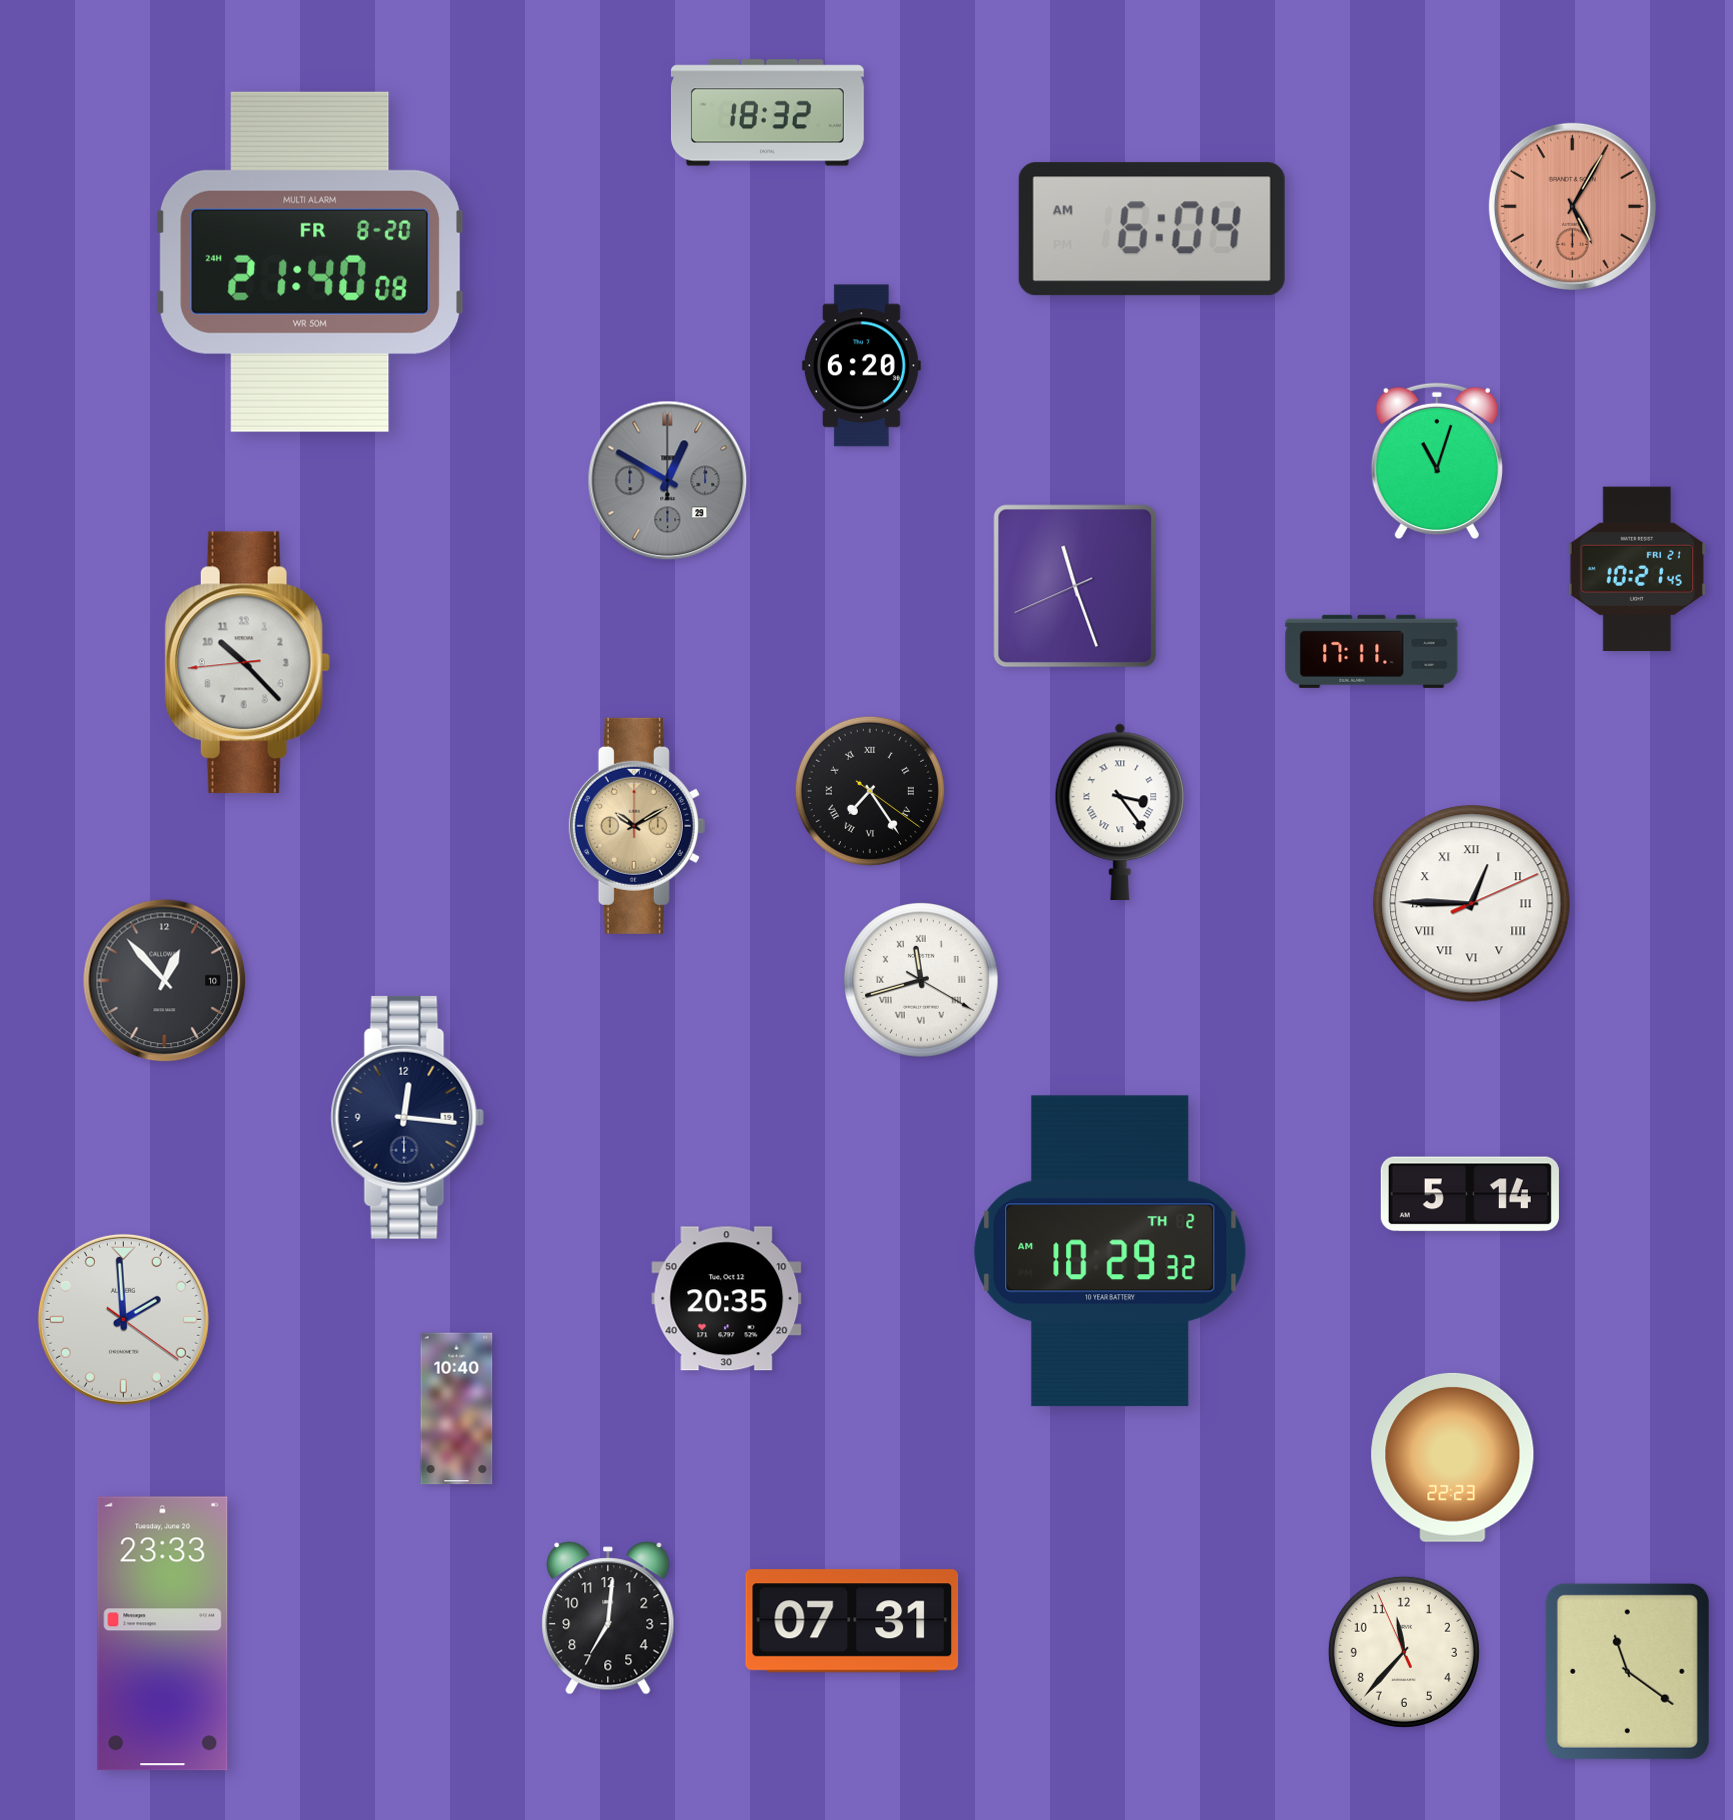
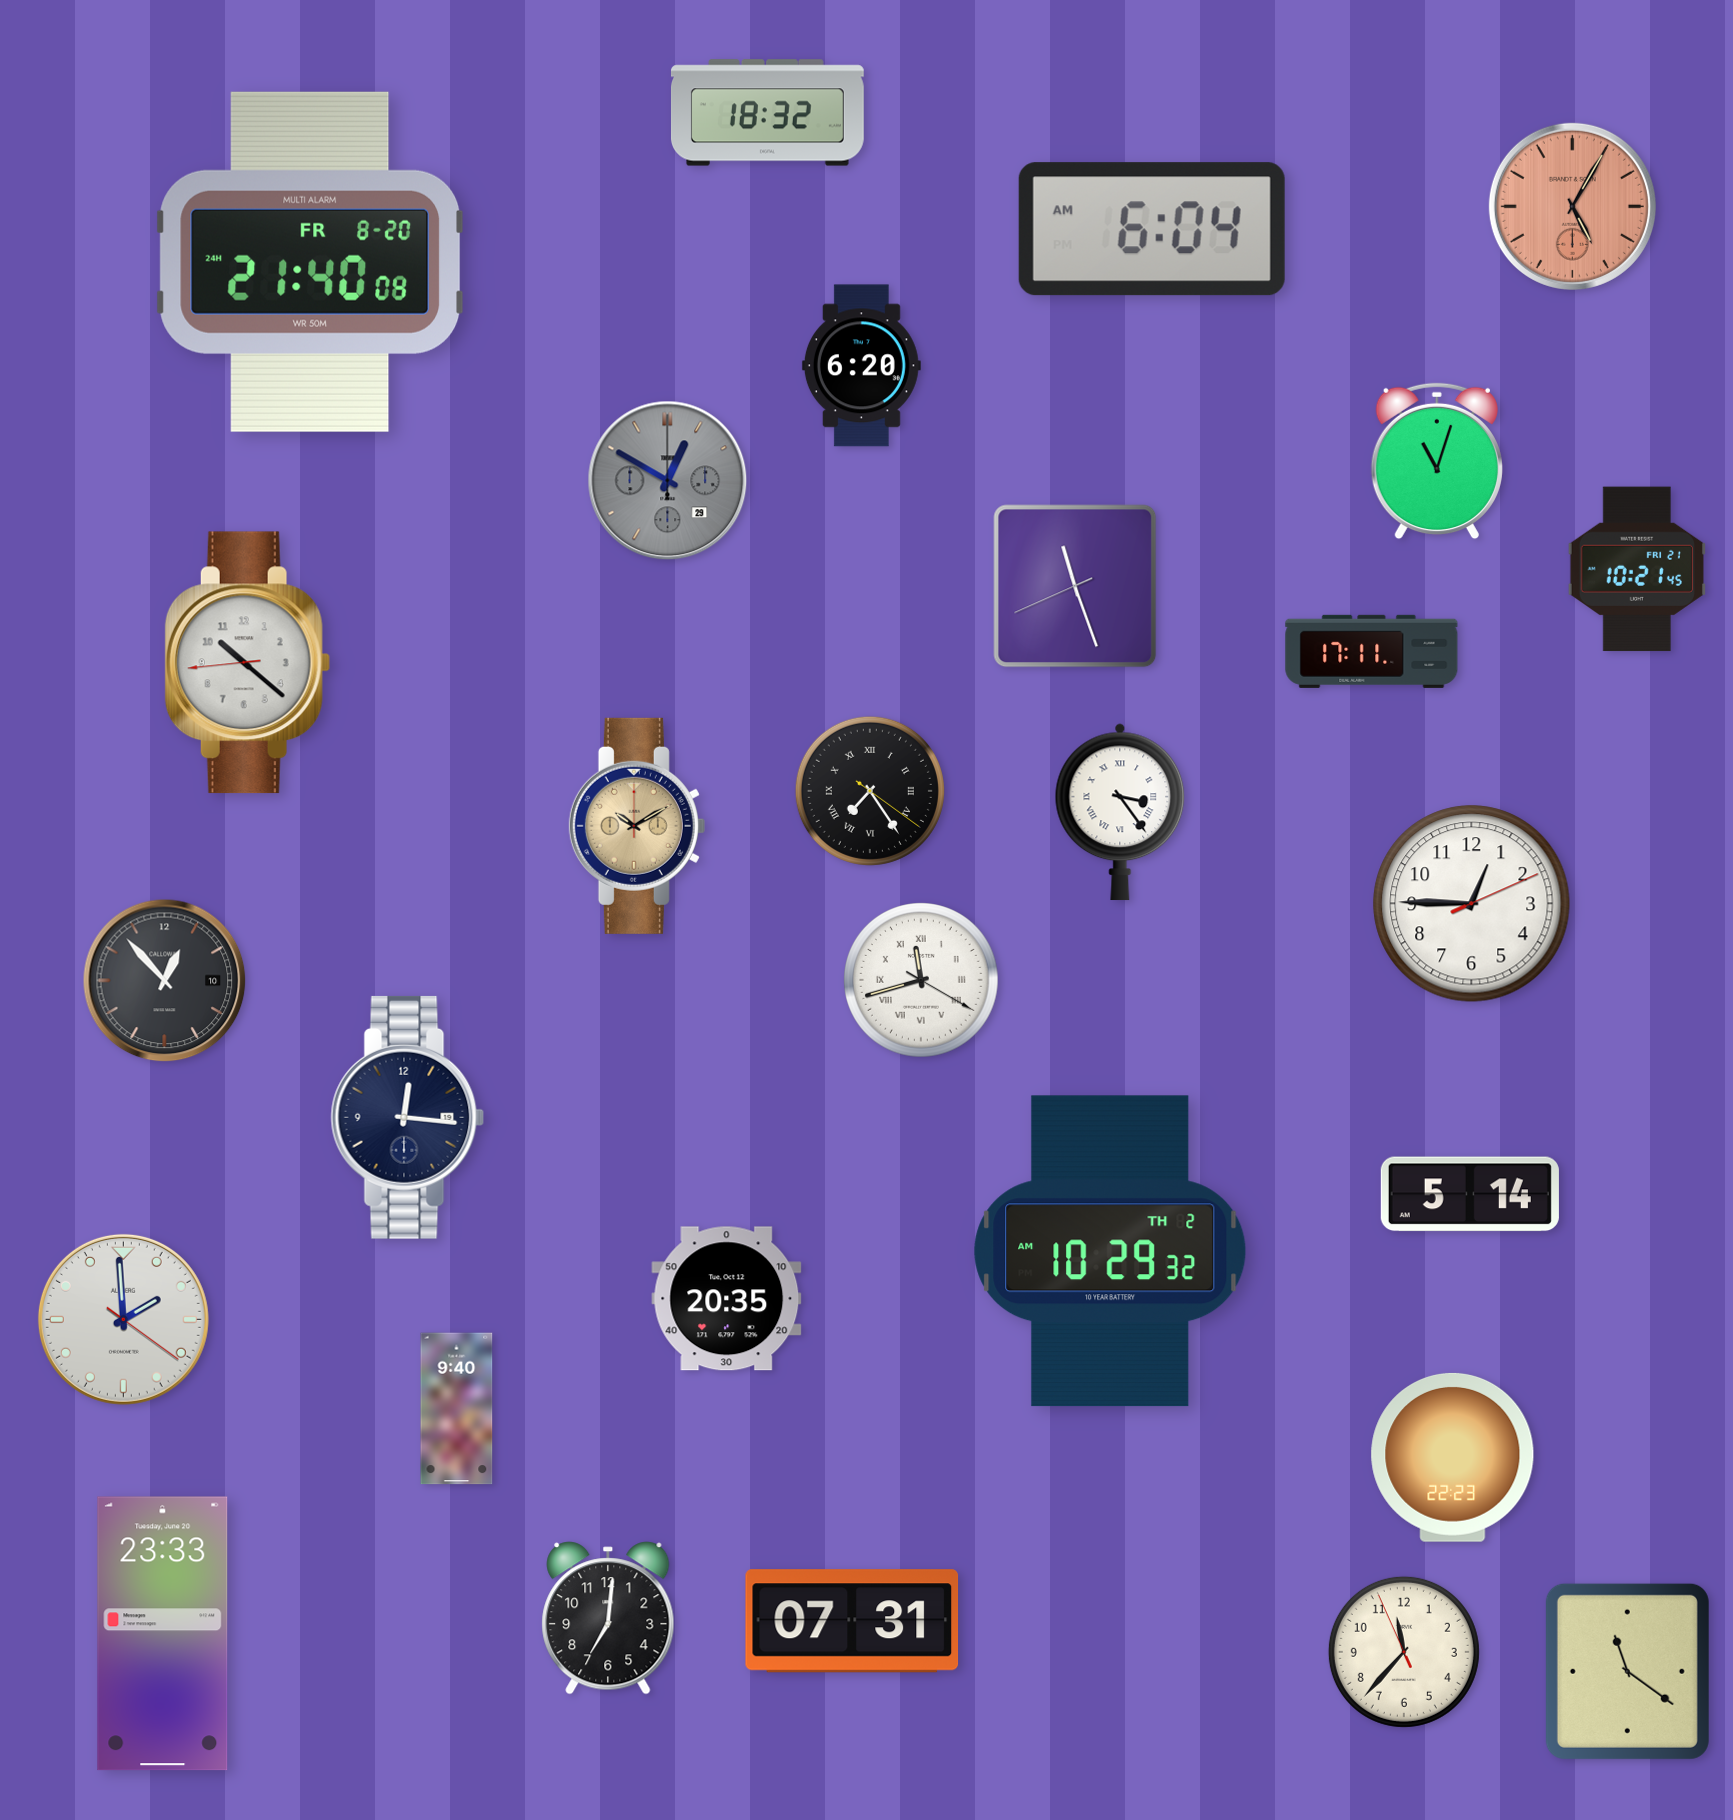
clock at (247, 663): 10:22 -> 10:21
clock at (1472, 904) numerals: Roman -> Arabic
clock at (457, 1409): 10:40 -> 9:40
